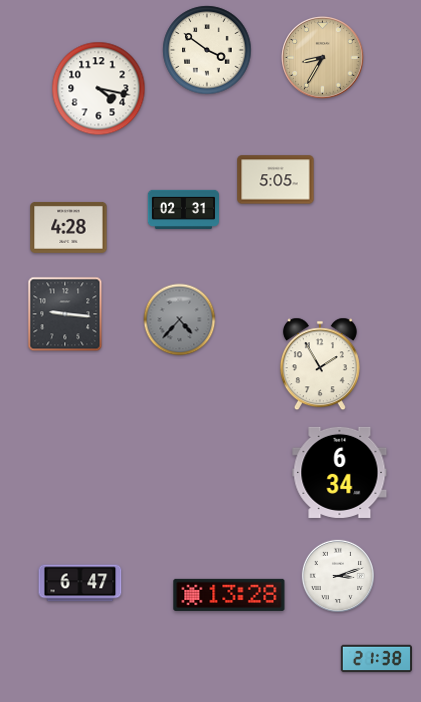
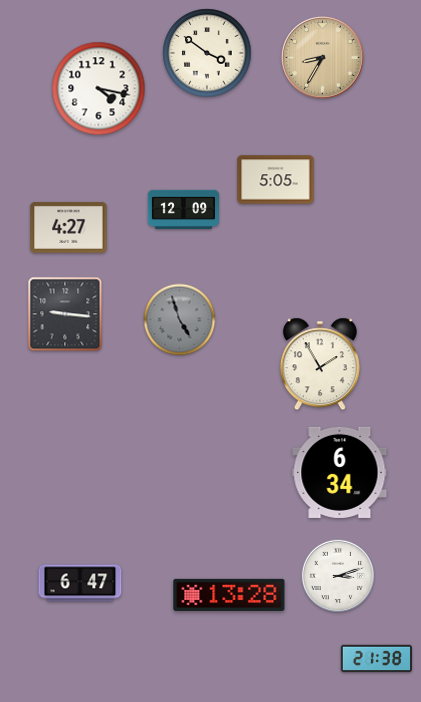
clock at (207, 50) position: (207, 50) -> (207, 53)
clock at (183, 209): 02:31 -> 12:09
clock at (69, 227): 4:28 -> 4:27
clock at (180, 320): 4:37 -> 4:57
